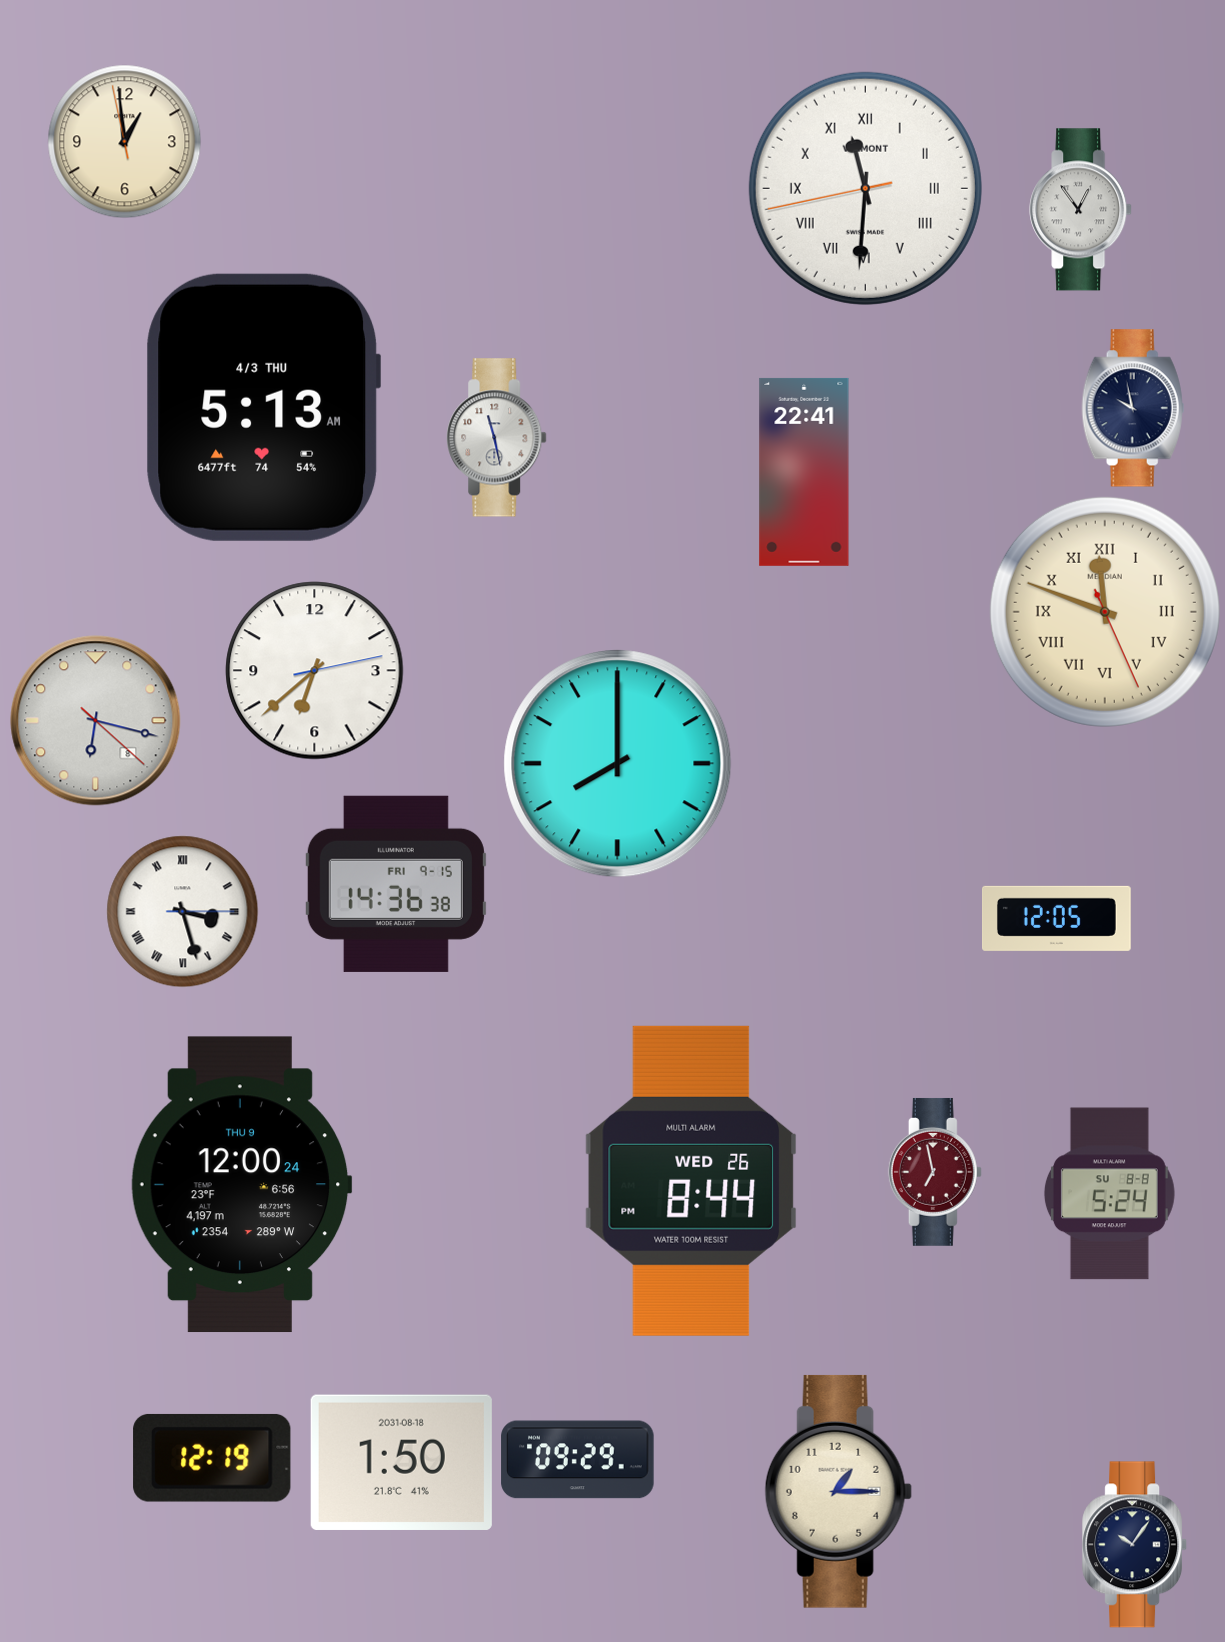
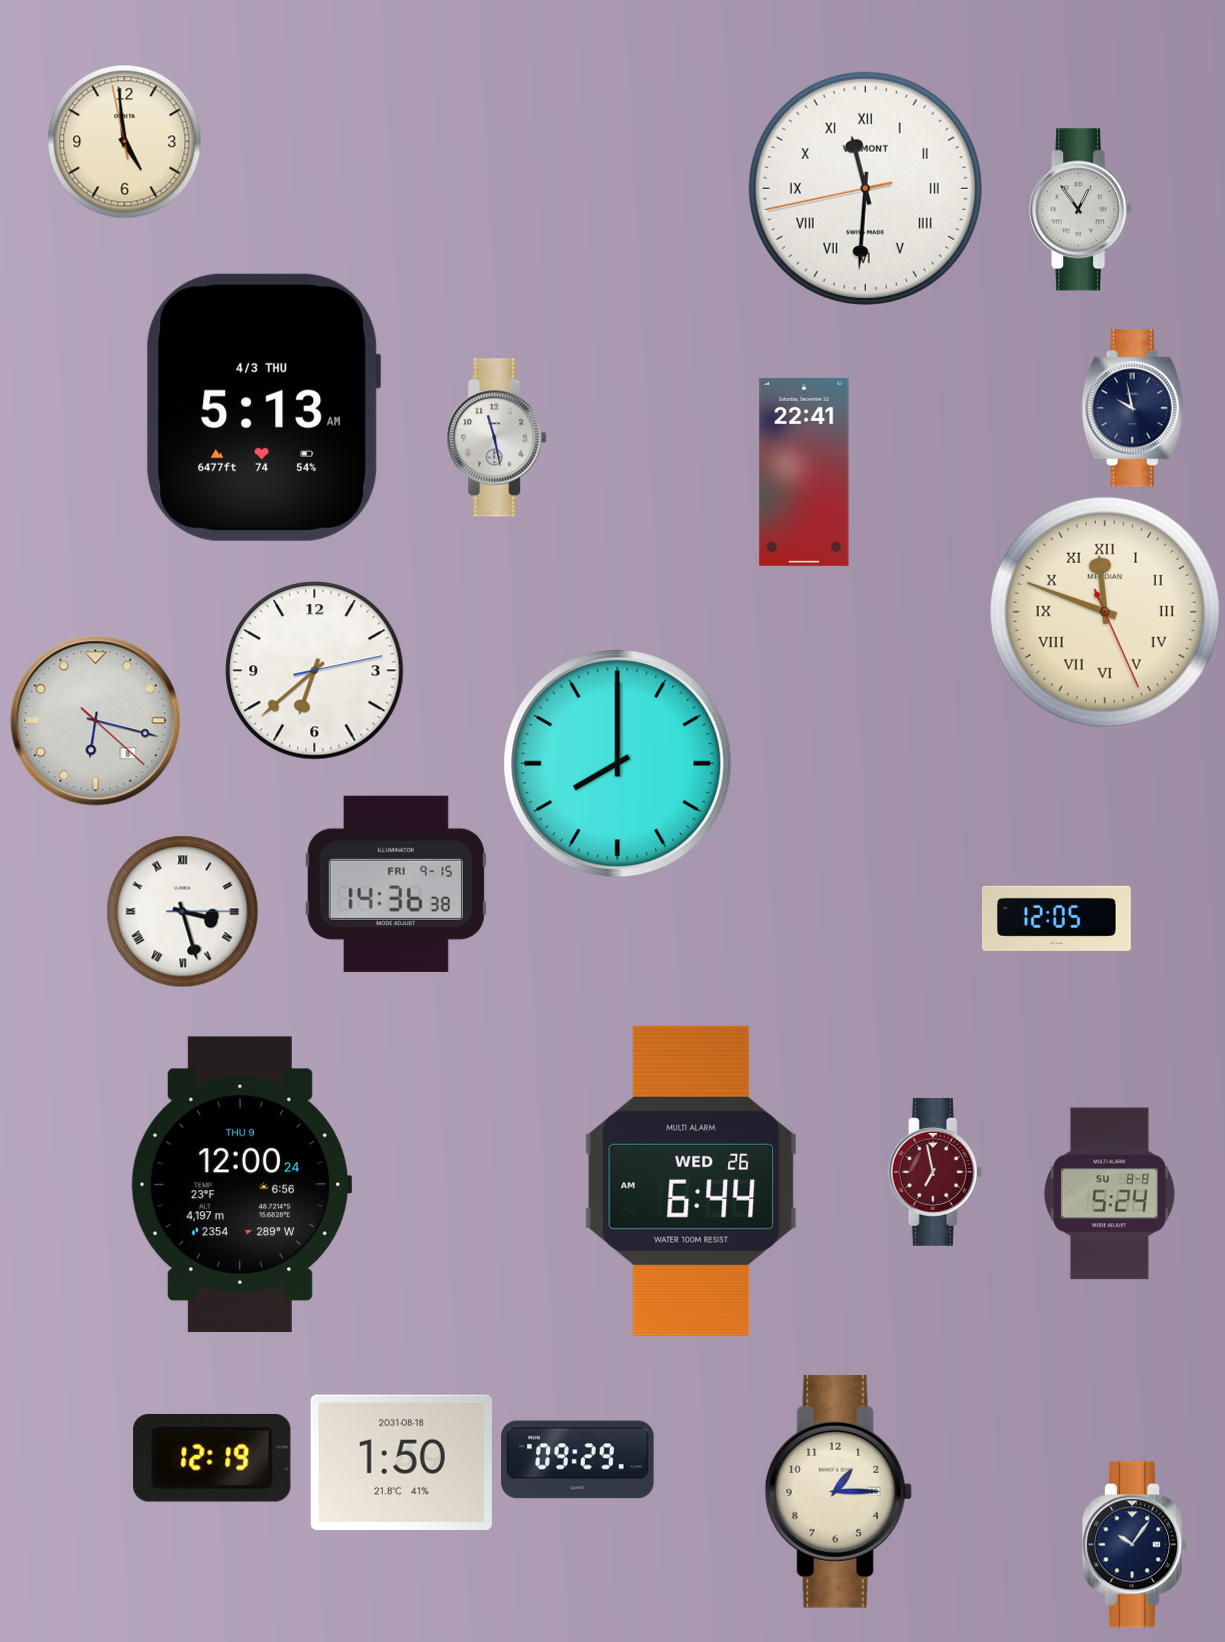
clock at (125, 142): 12:58 -> 4:58
clock at (691, 1181): 8:44 -> 6:44
